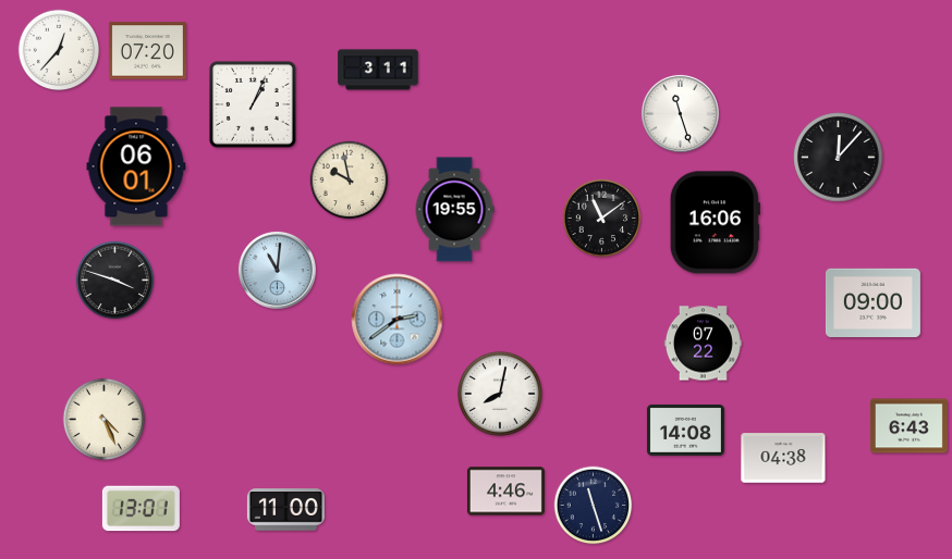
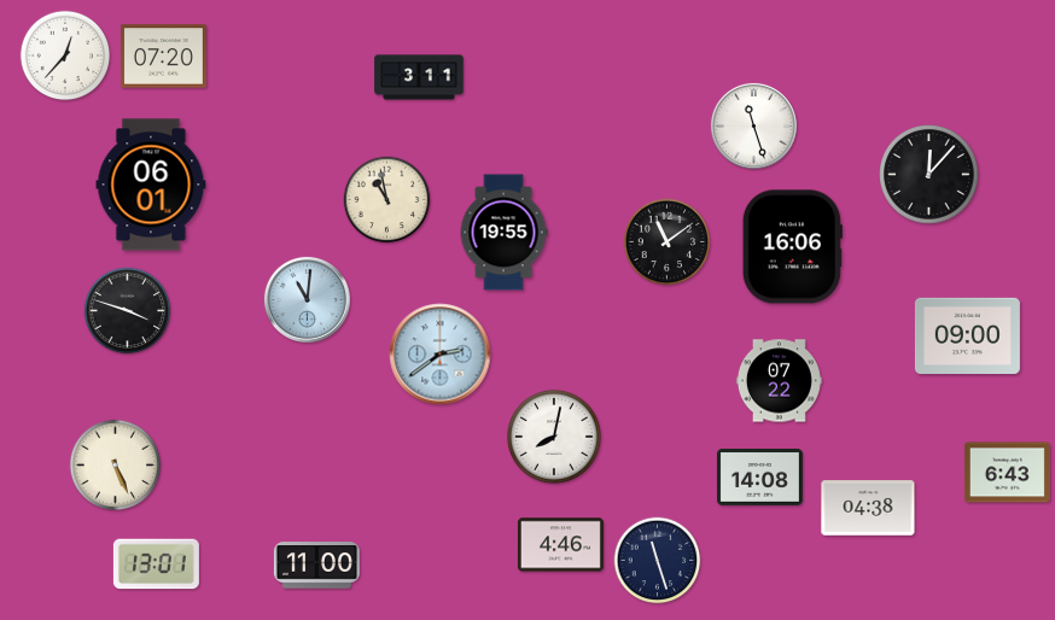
clock at (253, 104): 1:04 -> none
clock at (350, 181): 9:58 -> 10:58
clock at (103, 419): 4:26 -> 5:26
